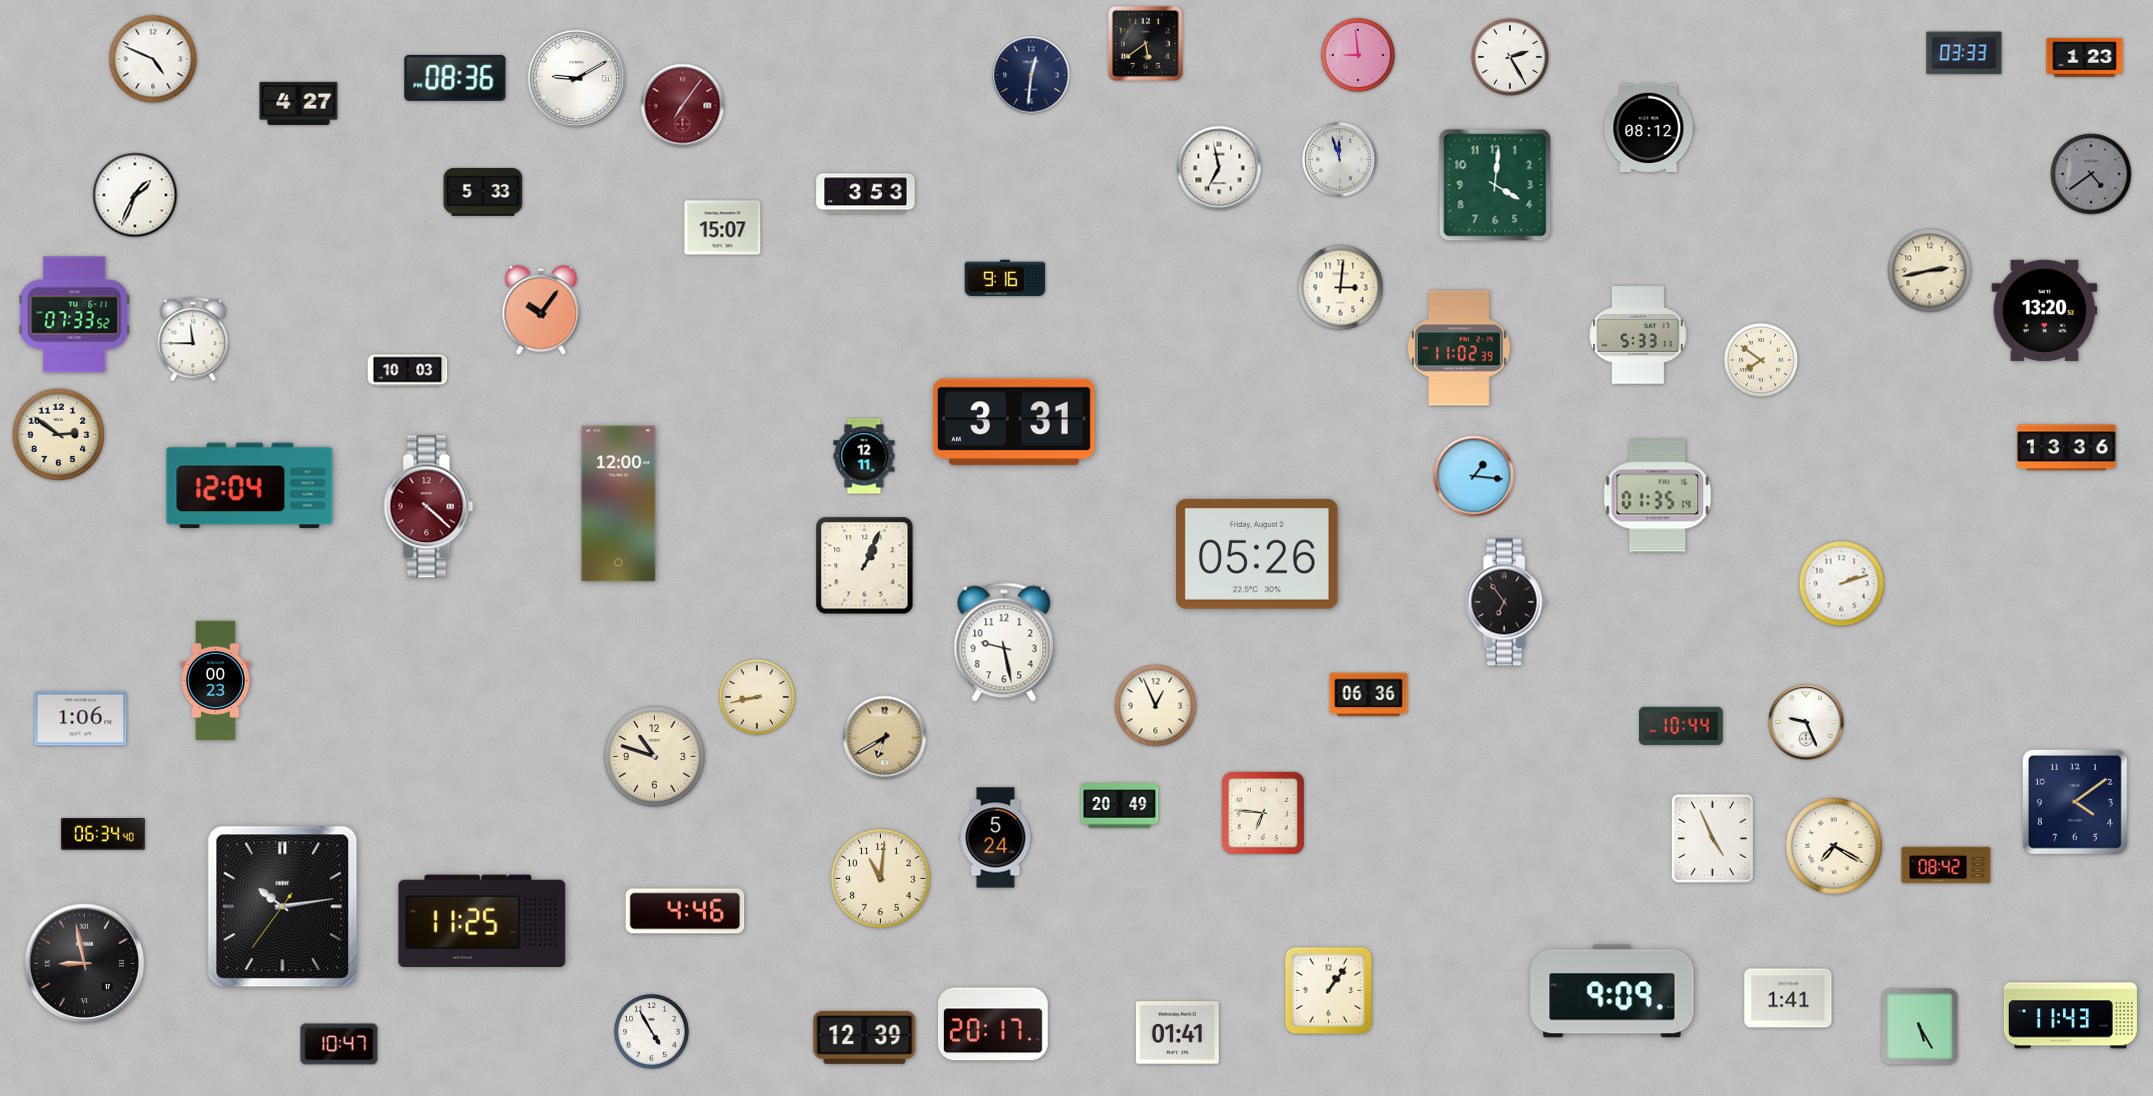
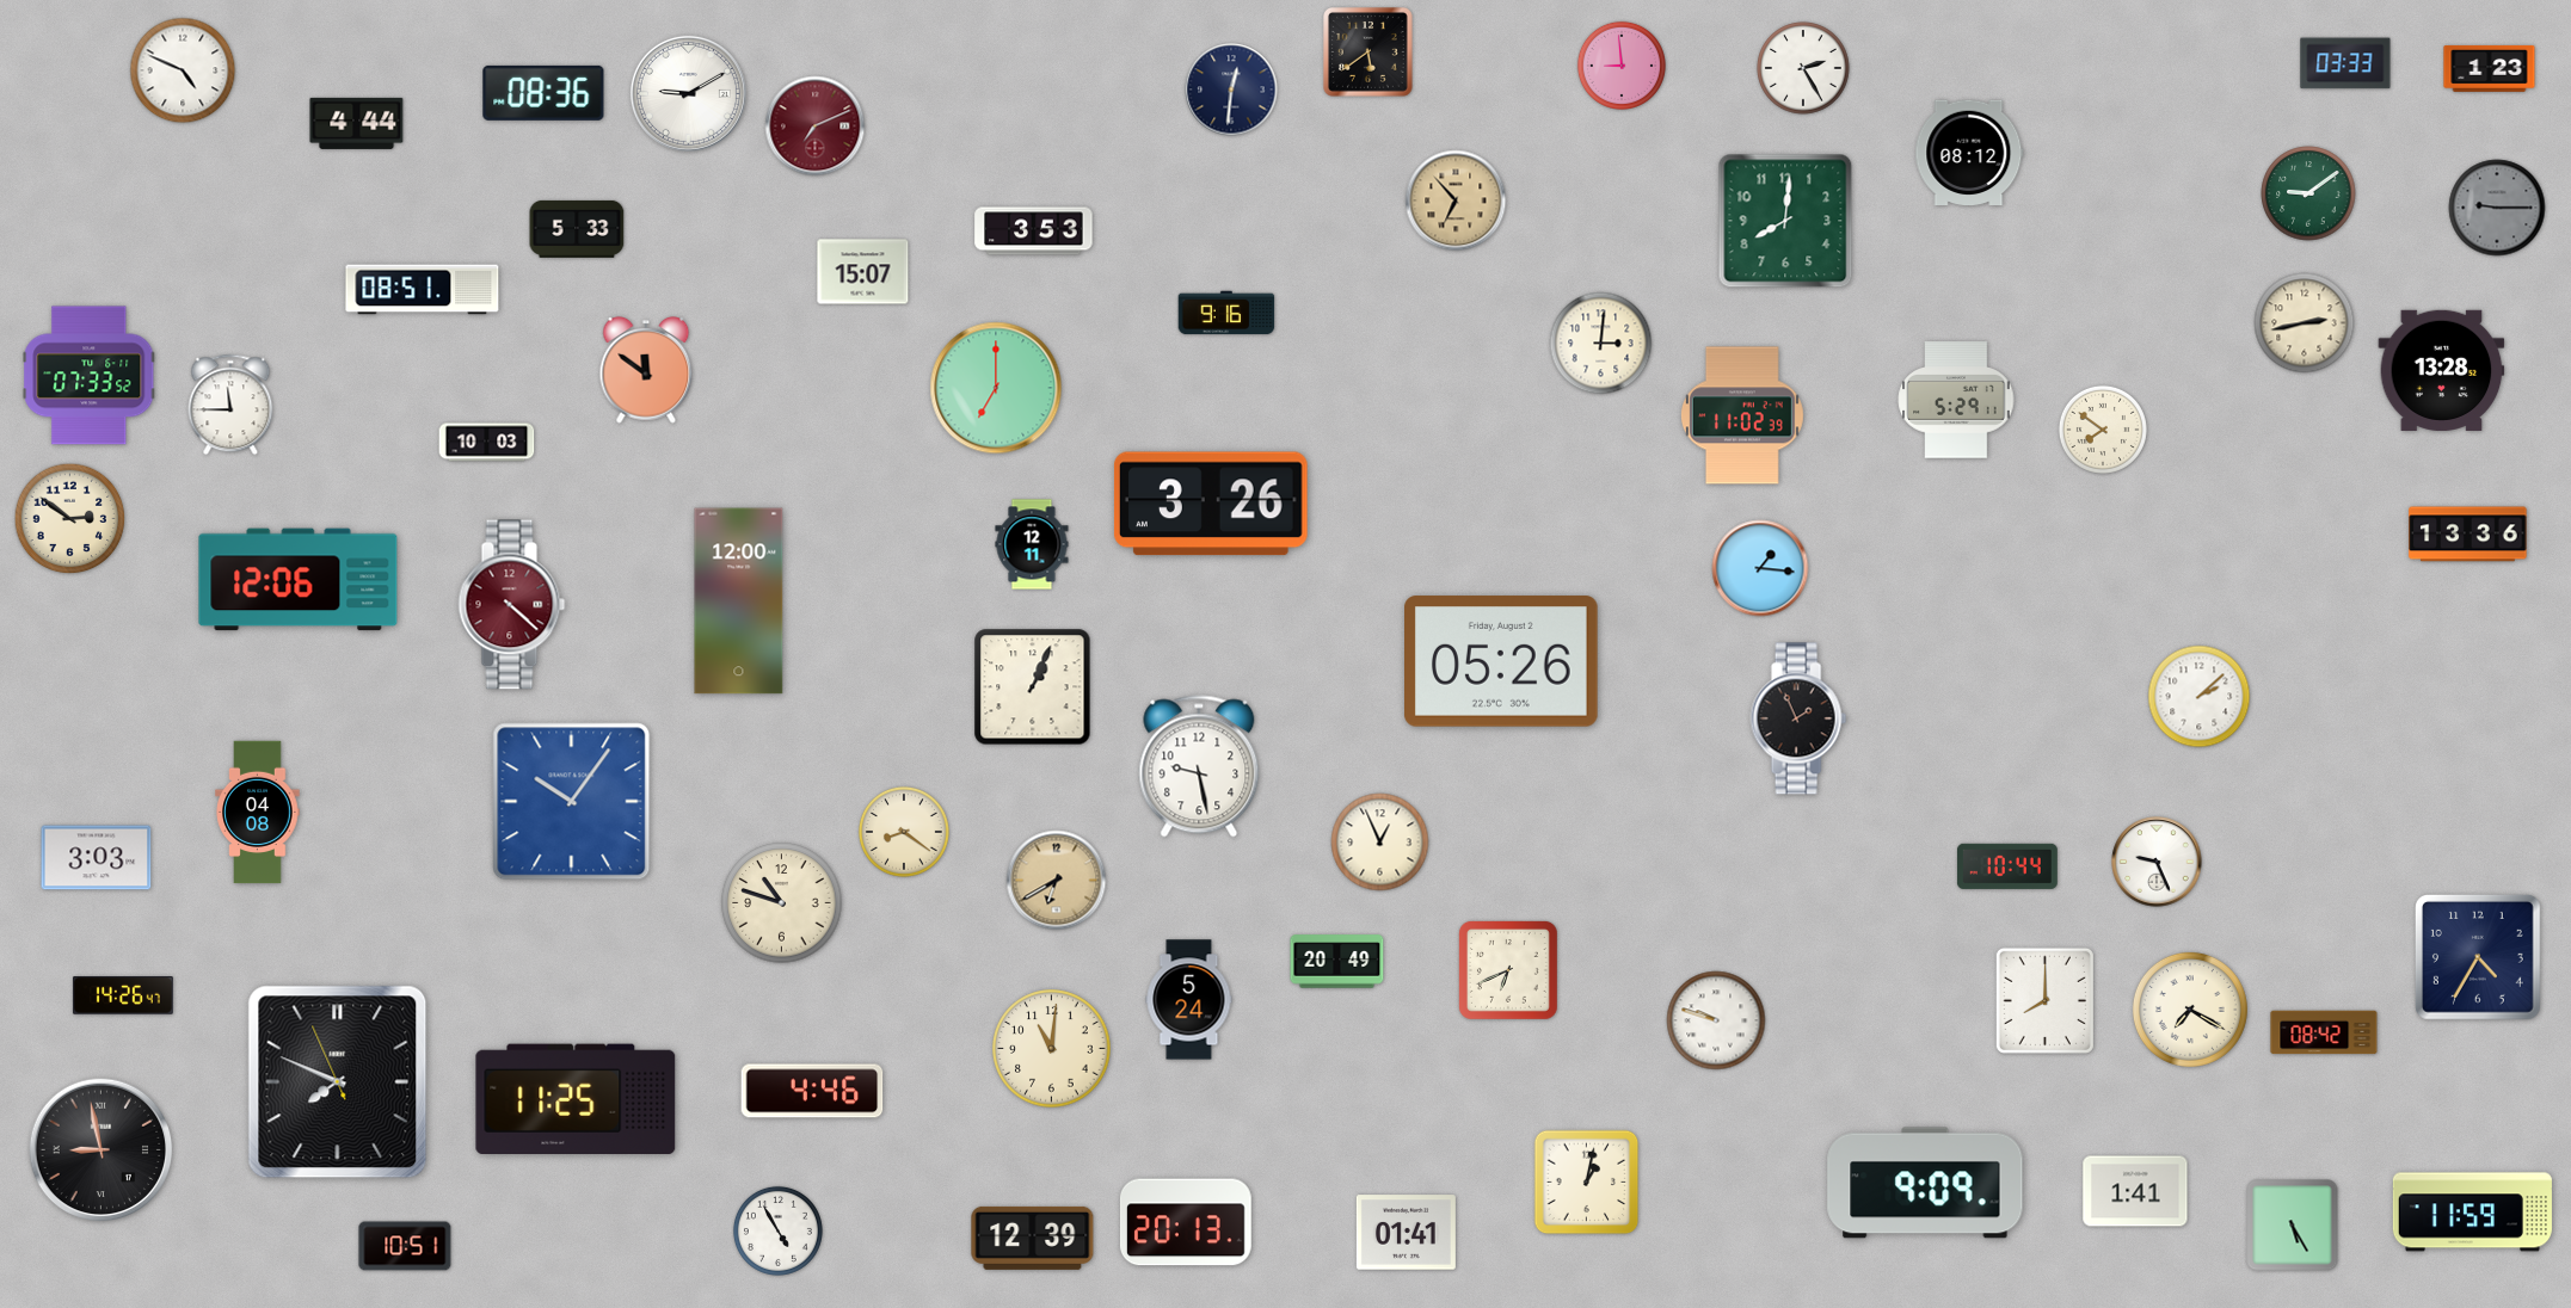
clock at (299, 103): 4:27 -> 4:44
clock at (683, 106): 7:06 -> 7:11
clock at (1340, 160): 11:57 -> none
clock at (2308, 193): none -> 9:09
clock at (1219, 168): 6:58 -> 6:53
clock at (1219, 168) dial: white -> champagne
clock at (2091, 174): 4:39 -> 9:15
clock at (1495, 185): 4:01 -> 8:01
clock at (135, 195): 1:34 -> none
clock at (423, 290): none -> 08:51
clock at (1005, 278) position: (1005, 278) -> (1226, 313)
clock at (2045, 310): 13:20 -> 13:28
clock at (541, 311): 10:06 -> 11:51
clock at (996, 388): none -> 7:00
clock at (1638, 335): 5:33 -> 5:29
clock at (1014, 422): 3:31 -> 3:26
clock at (250, 486): 12:04 -> 12:06
clock at (1658, 496): 01:35 -> none
clock at (865, 566) position: (865, 566) -> (1033, 687)
clock at (1842, 584): 2:12 -> 2:08
clock at (1506, 602): 6:54 -> 1:56
clock at (572, 802): none -> 10:06
clock at (216, 681): 00:23 -> 04:08
clock at (1369, 695): 06:36 -> none
clock at (757, 697): 8:43 -> 8:21
clock at (81, 719): 1:06 -> 3:03
clock at (2076, 803): 4:09 -> 4:35
clock at (1263, 813): 6:46 -> 6:41
clock at (103, 835): 06:34 -> 14:26
clock at (1712, 838): 4:56 -> 8:00
clock at (1716, 1020): none -> 9:48
clock at (283, 907): 10:13 -> 7:48
clock at (685, 911) position: (685, 911) -> (812, 1091)
clock at (1329, 991): 1:06 -> 1:02
clock at (2070, 1016): 11:43 -> 11:59
clock at (993, 1024): 20:17 -> 20:13
clock at (339, 1044): 10:47 -> 10:51
